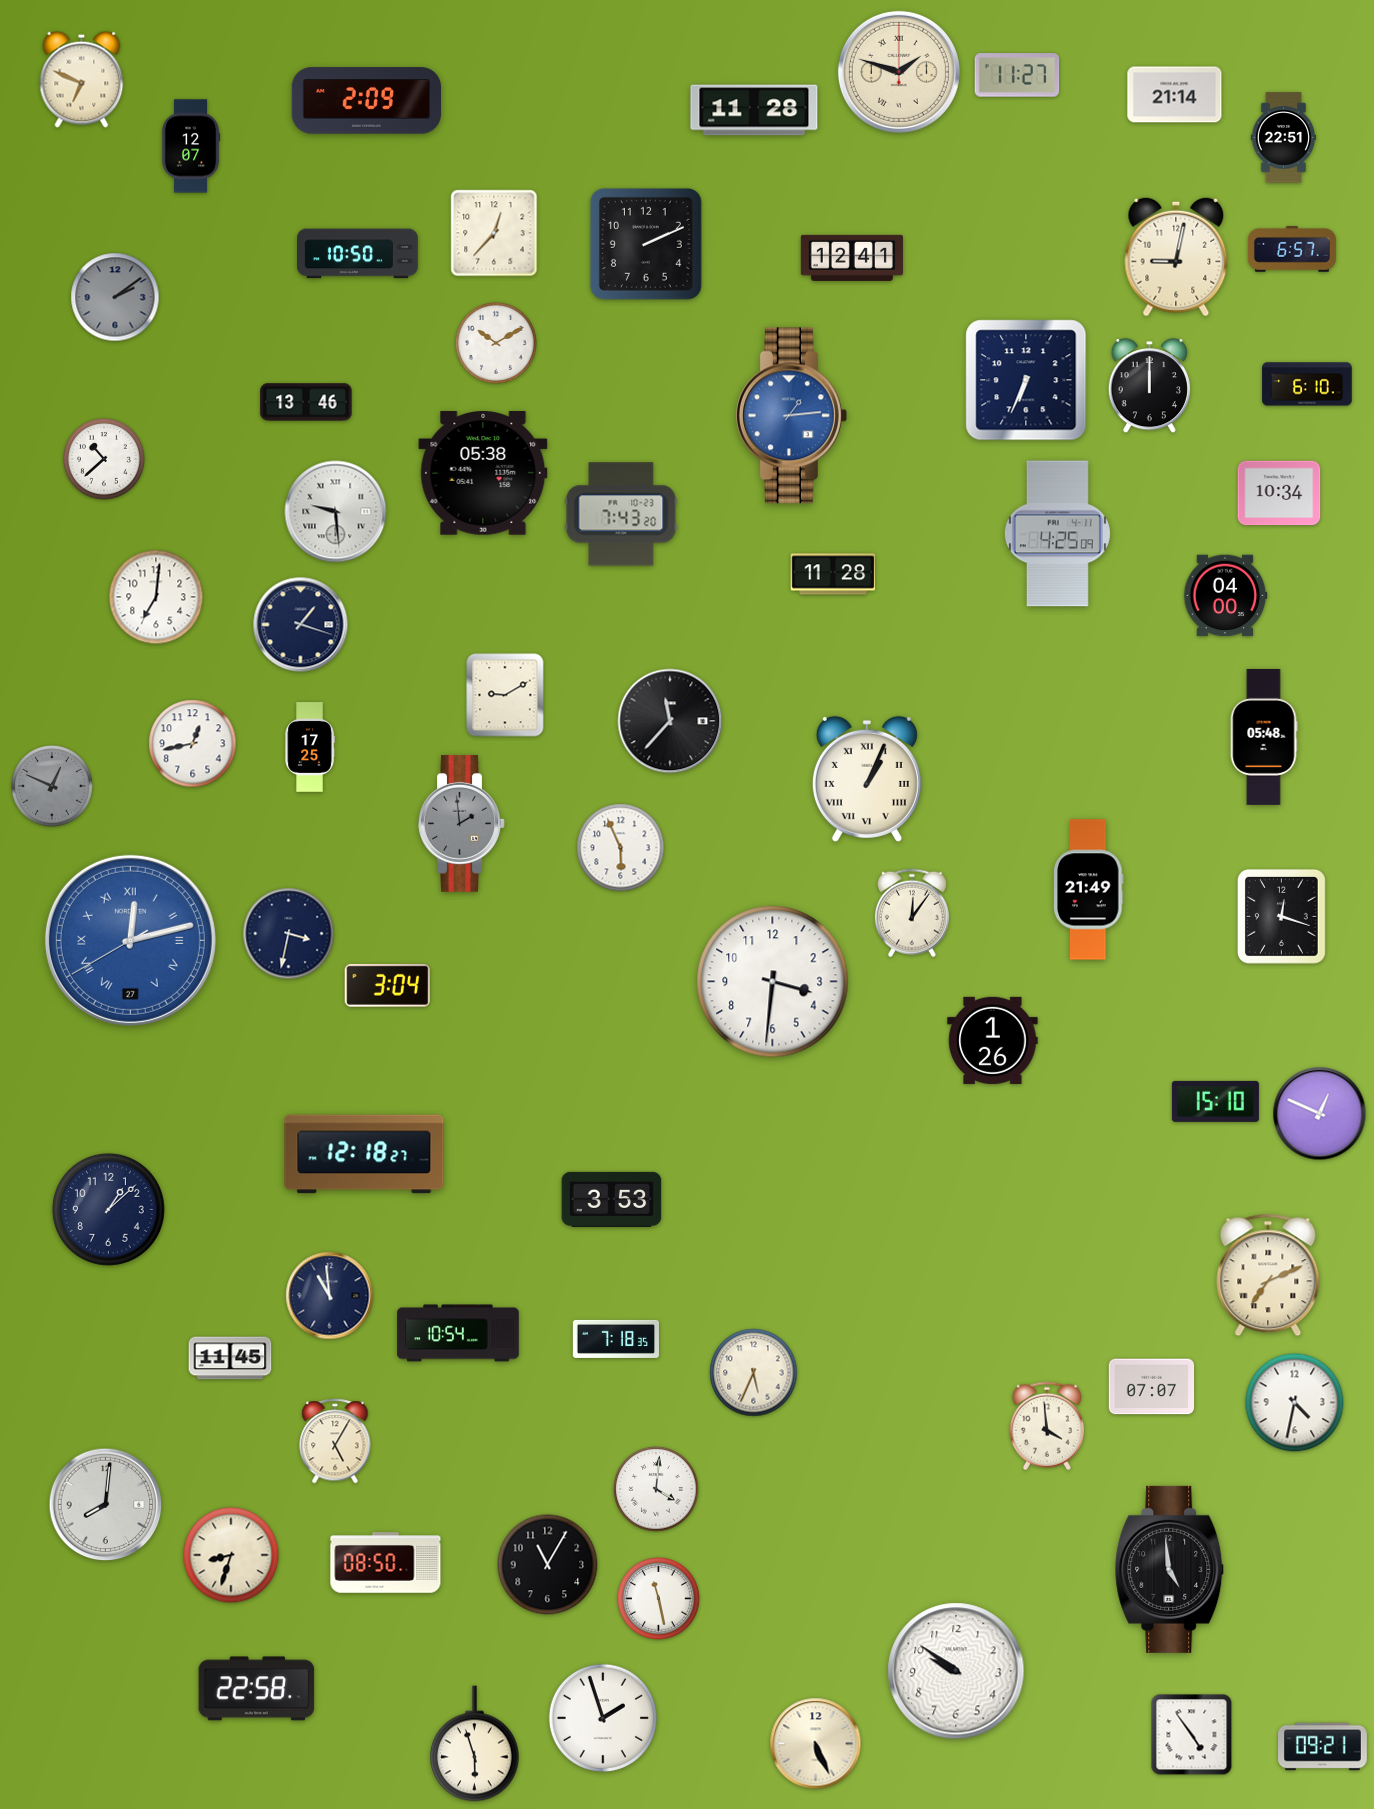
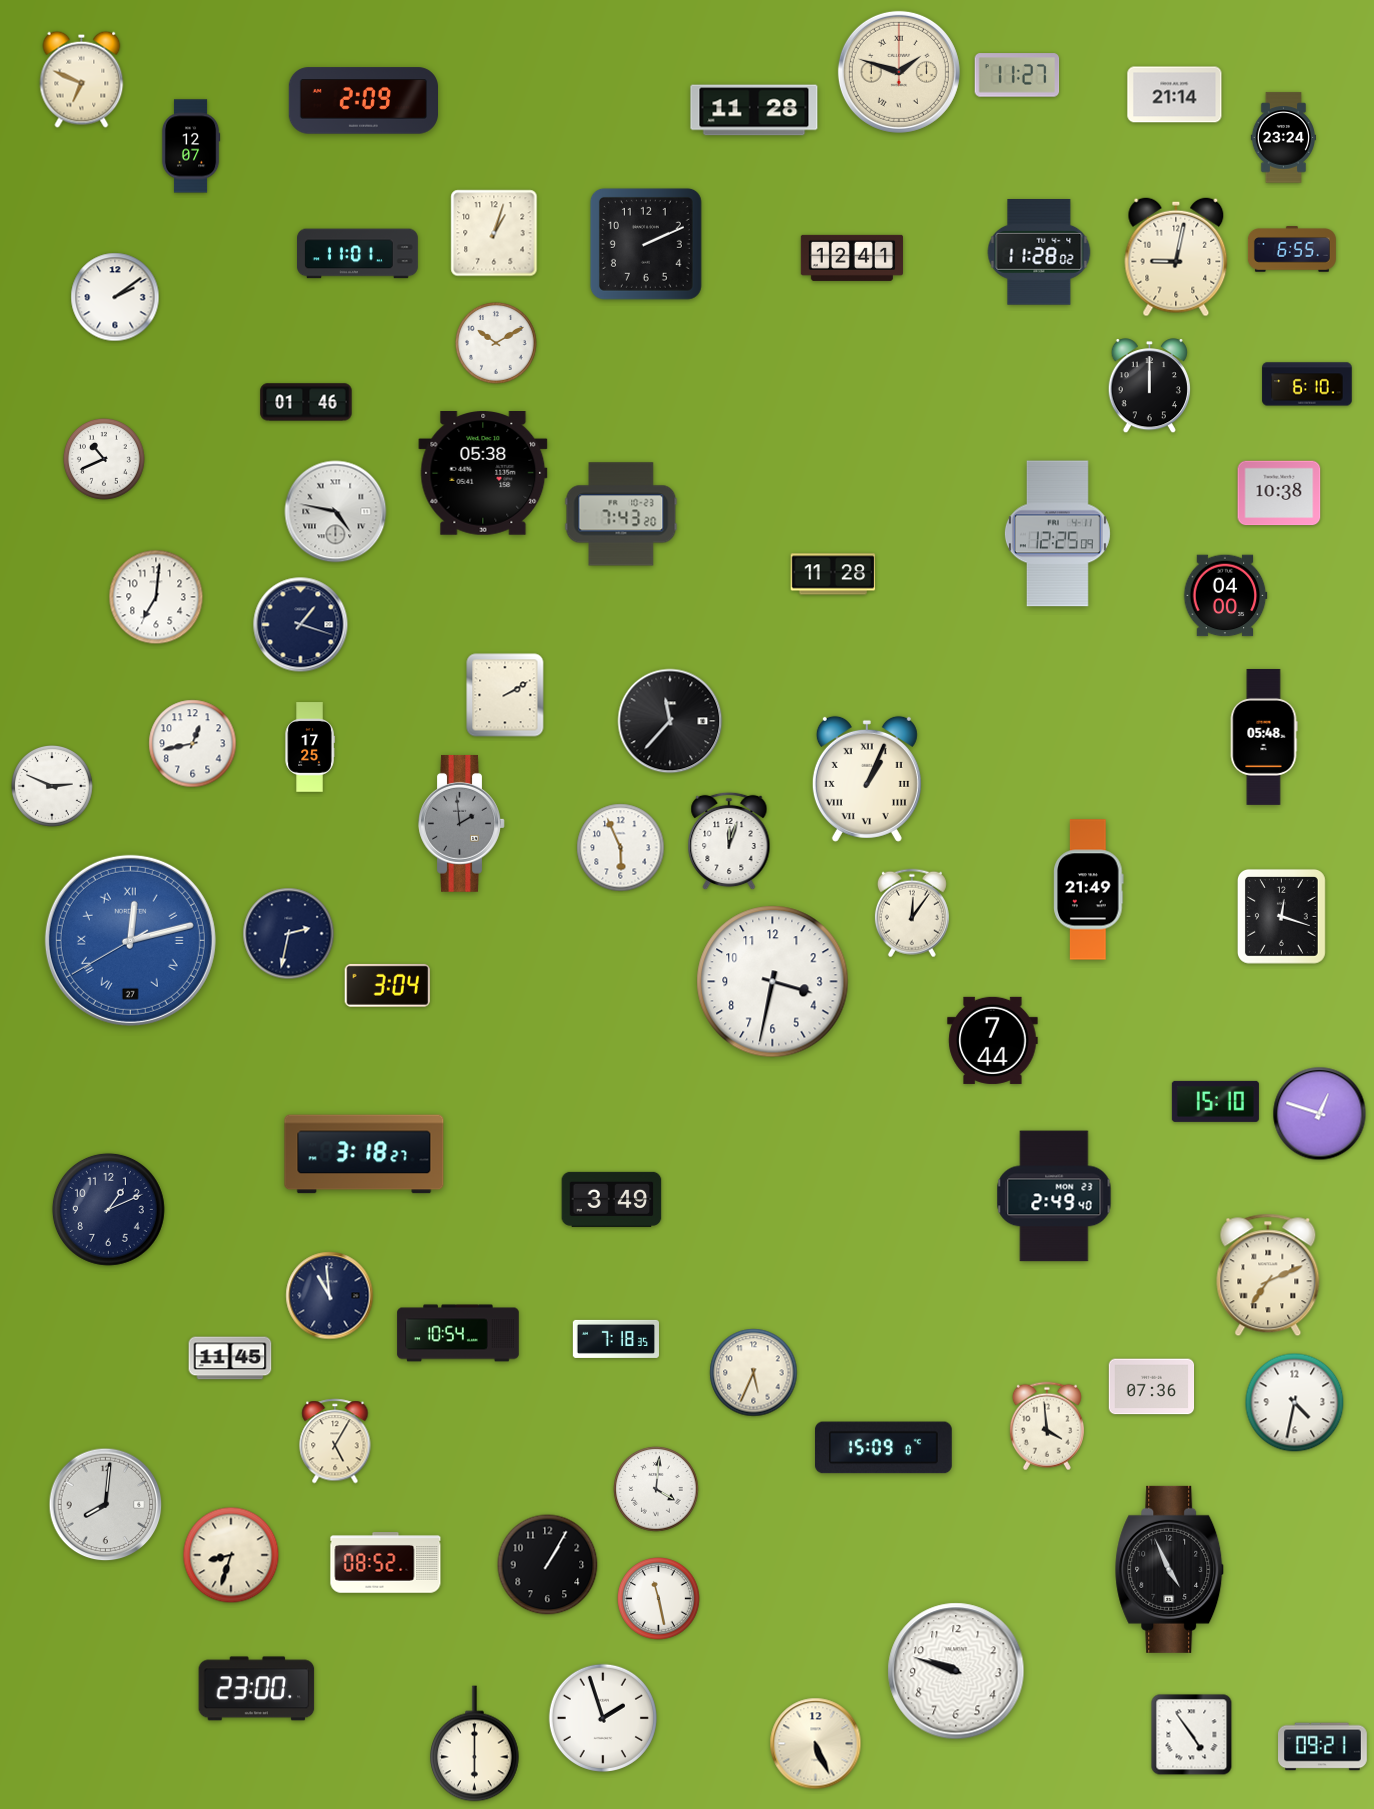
clock at (366, 101) position: (366, 101) -> (363, 101)
clock at (1283, 138): 22:51 -> 23:24
clock at (494, 233): 12:37 -> 1:03
clock at (1292, 250): 6:57 -> 6:55
clock at (1039, 253): none -> 11:28
clock at (358, 254): 10:50 -> 11:01
clock at (115, 297) dial: grey -> white
clock at (1026, 380): 6:34 -> none
clock at (306, 402): 13:46 -> 01:46
clock at (791, 416): 1:14 -> none
clock at (105, 460): 10:38 -> 10:41
clock at (1279, 493): 10:34 -> 10:38
clock at (336, 512): 9:29 -> 4:47
clock at (1057, 534): 4:25 -> 12:25
clock at (505, 695): 9:10 -> 2:10
clock at (53, 787): 12:49 -> 2:49
clock at (53, 787) dial: grey -> white
clock at (729, 841): none -> 12:03
clock at (289, 934): 3:32 -> 2:32
clock at (773, 982): 3:31 -> 3:32
clock at (993, 1040): 1:26 -> 7:44
clock at (1320, 1114): 12:49 -> 12:48
clock at (364, 1154): 12:18 -> 3:18
clock at (1054, 1196): none -> 2:49
clock at (612, 1199): 3:53 -> 3:49
clock at (108, 1209): 1:08 -> 1:11
clock at (1152, 1387): 07:07 -> 07:36
clock at (883, 1448): none -> 15:09
clock at (386, 1563): 08:50 -> 08:52
clock at (548, 1565): 11:05 -> 1:05
clock at (1170, 1569): 4:59 -> 4:56
clock at (956, 1671): 9:51 -> 9:48
clock at (257, 1689): 22:58 -> 23:00
clock at (475, 1744): 5:57 -> 6:00
